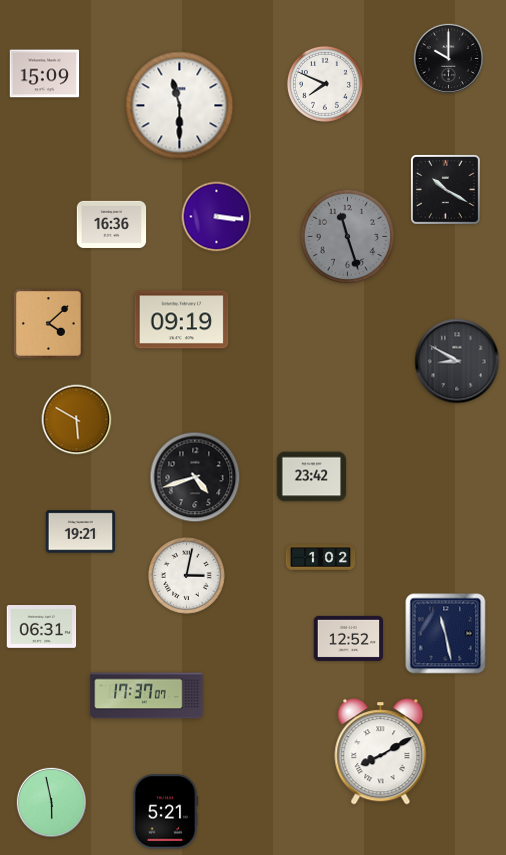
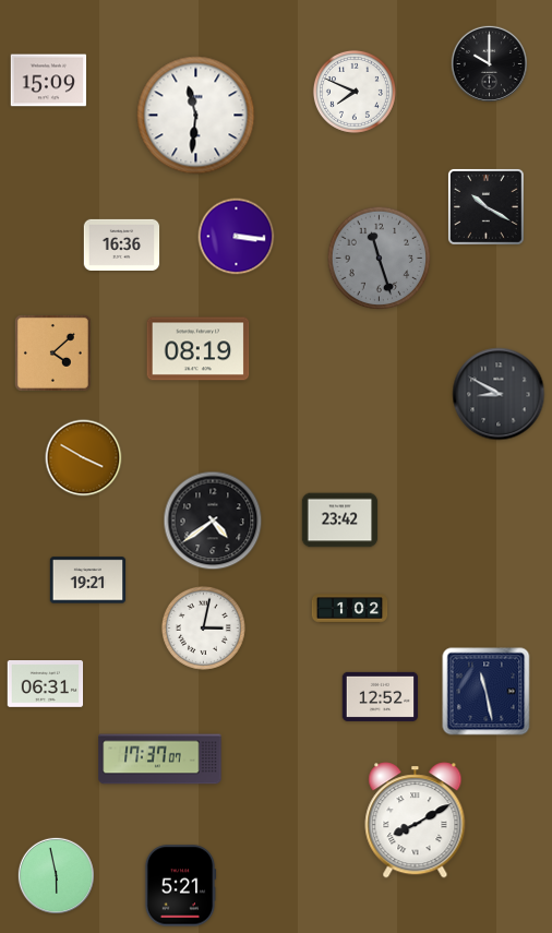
clock at (180, 106): 11:30 -> 11:31
clock at (182, 320): 09:19 -> 08:19
clock at (77, 420): 5:50 -> 3:50
clock at (195, 477): 4:42 -> 4:39
